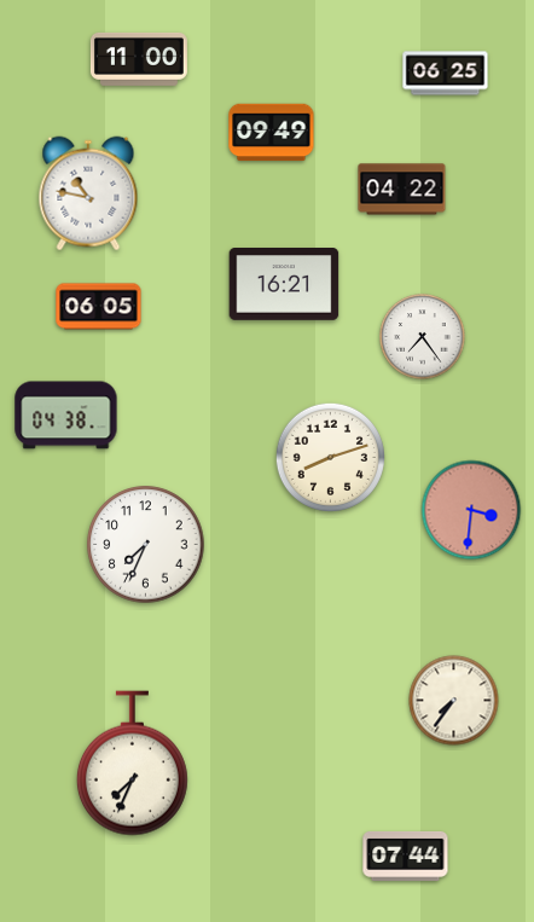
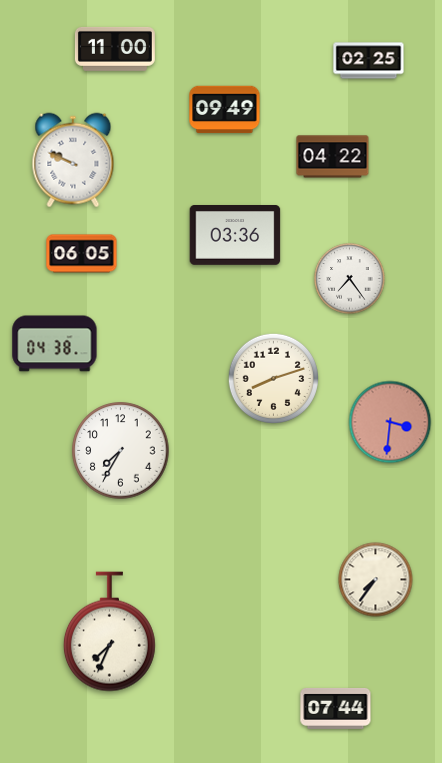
clock at (446, 74): 06:25 -> 02:25
clock at (88, 193): 10:47 -> 9:49
clock at (284, 285): 16:21 -> 03:36
clock at (146, 545): 7:34 -> 7:35
